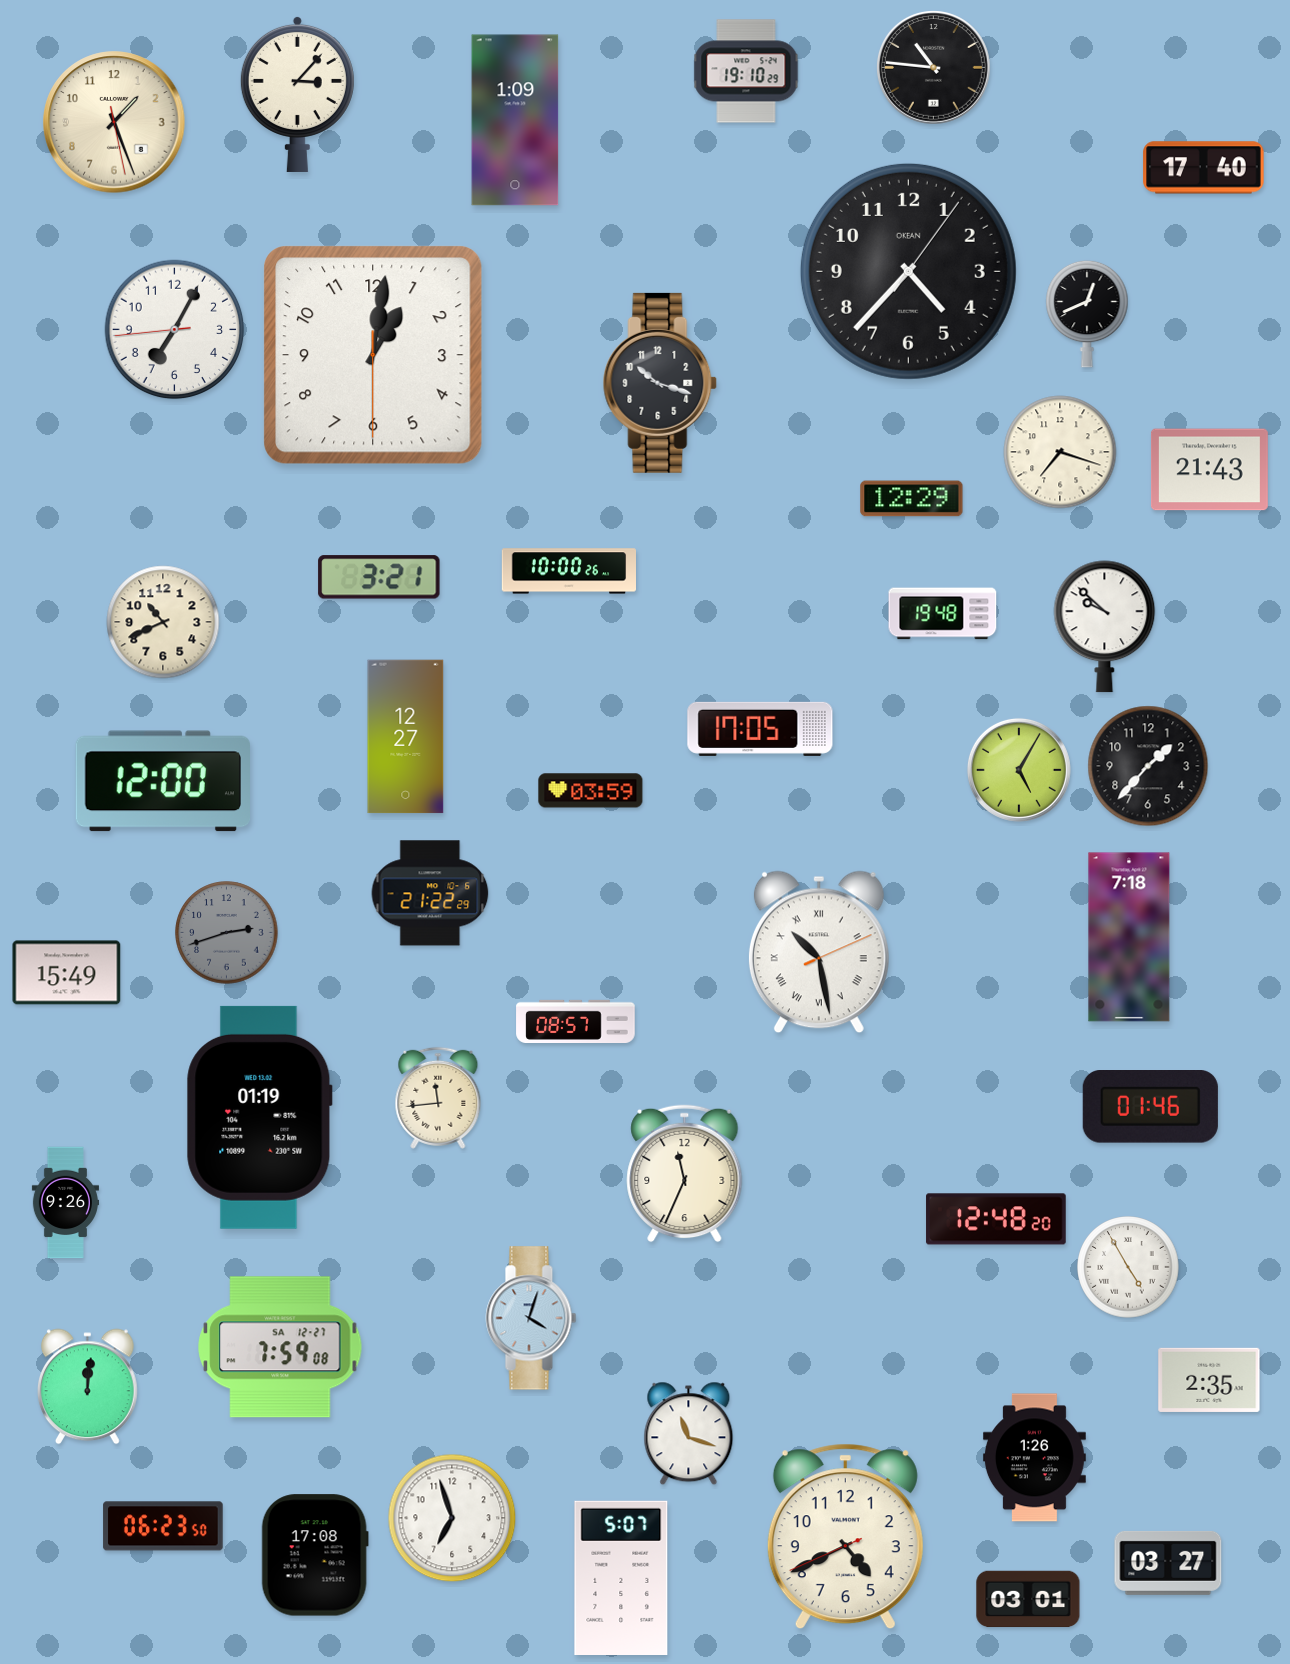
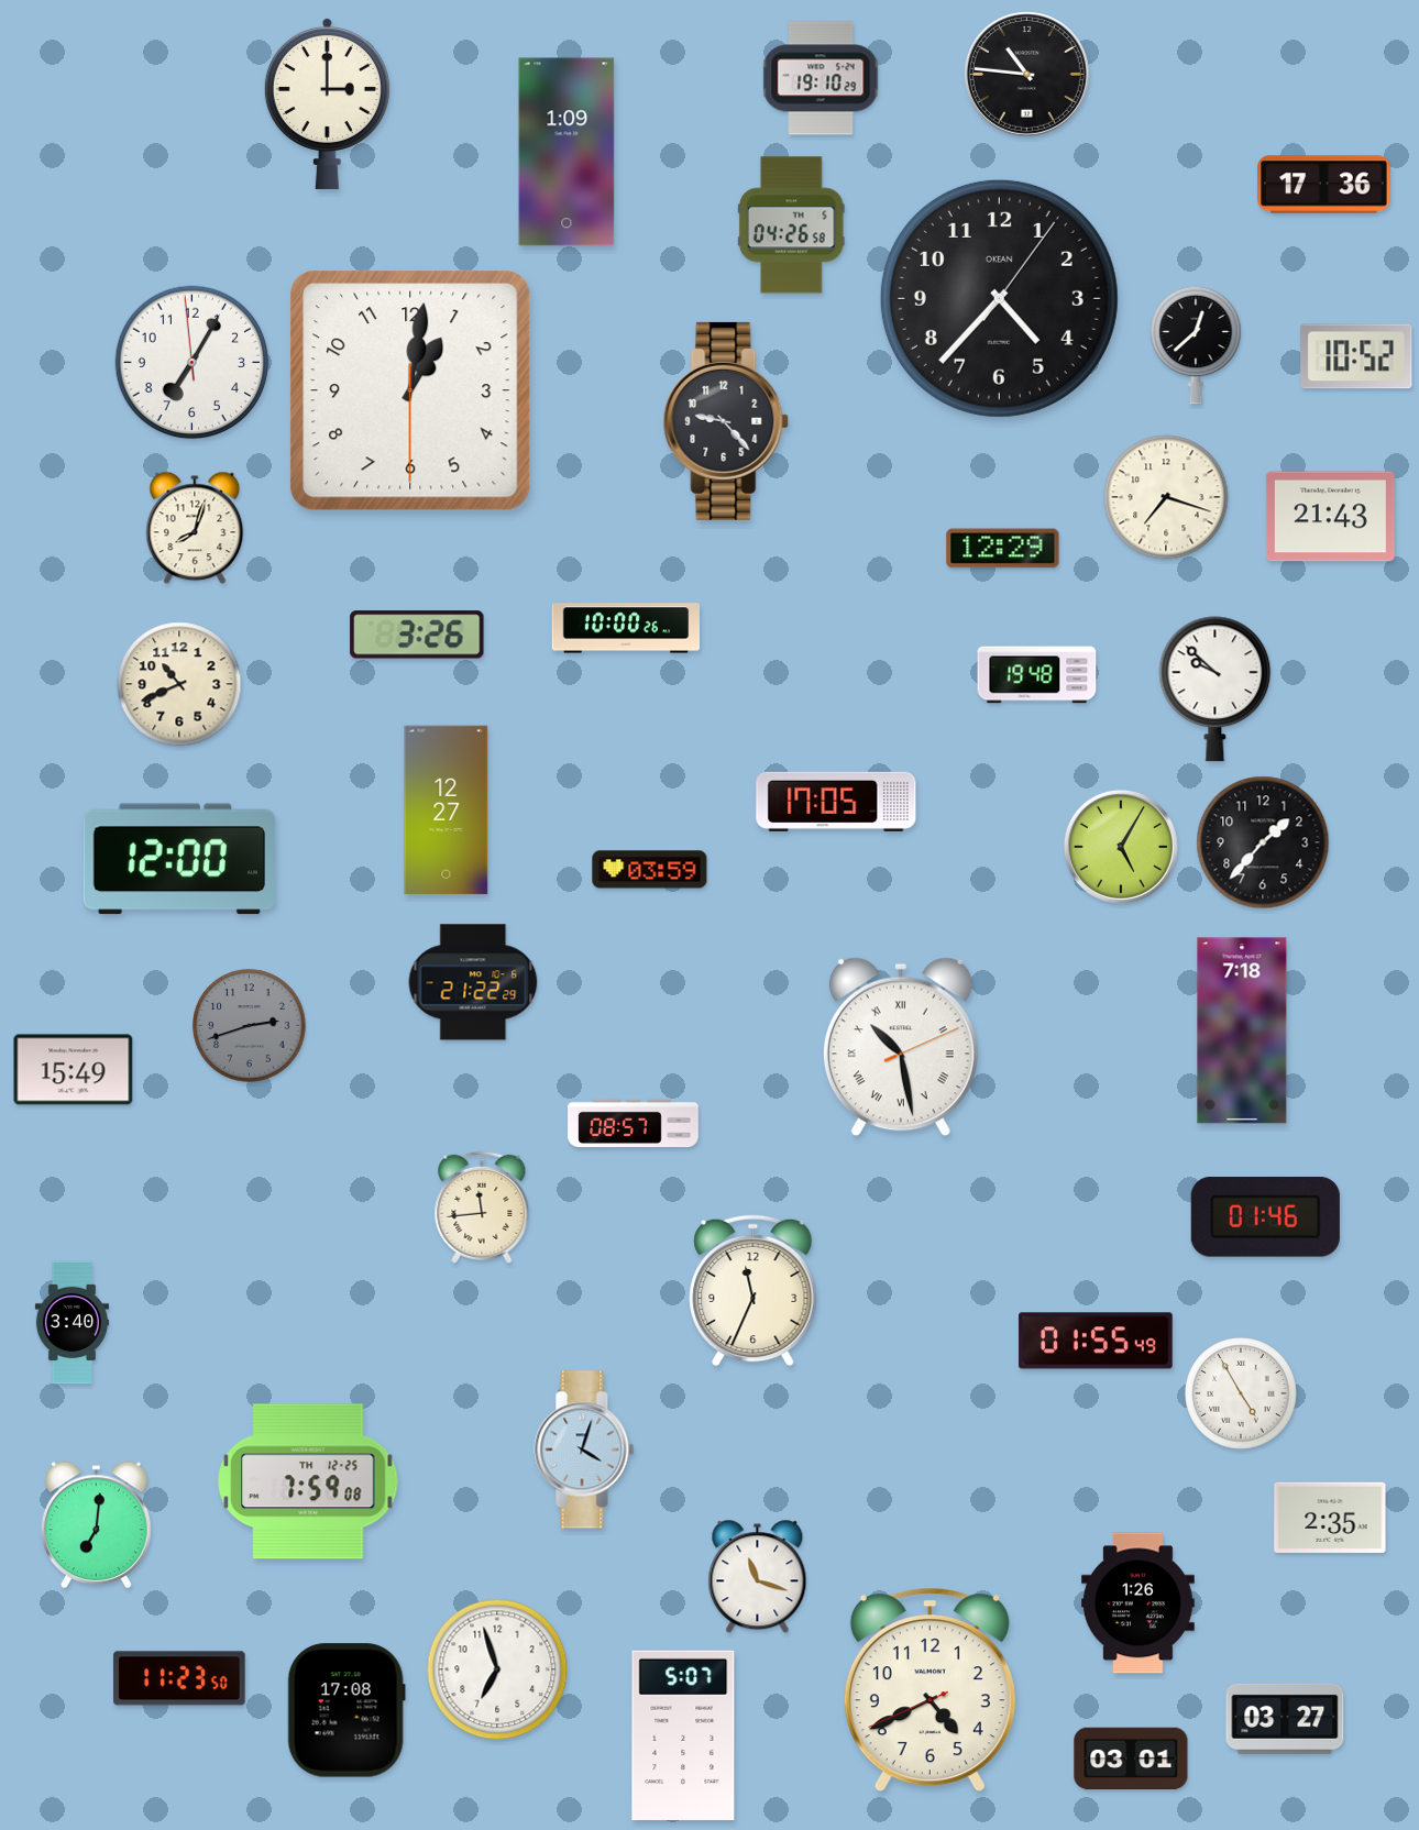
clock at (297, 94): 3:07 -> 3:00
clock at (515, 120) position: (515, 120) -> (566, 152)
clock at (114, 122): 1:26 -> none
clock at (1204, 168): 17:40 -> 17:36
clock at (791, 225): none -> 04:26
clock at (1087, 314): 12:41 -> 12:38
clock at (1356, 356): none -> 10:52
clock at (175, 330): 7:04:44 -> 7:04:59
clock at (660, 383): 10:18 -> 9:23
clock at (195, 528): none -> 8:03
clock at (379, 577): 3:21 -> 3:26
clock at (259, 1117): 01:19 -> none
clock at (65, 1203): 9:26 -> 3:40
clock at (996, 1219): 12:48 -> 01:55
clock at (280, 1347) date: SA 12-27 -> TH 12-25
clock at (87, 1387): 12:01 -> 7:01
clock at (163, 1526): 06:23 -> 11:23
